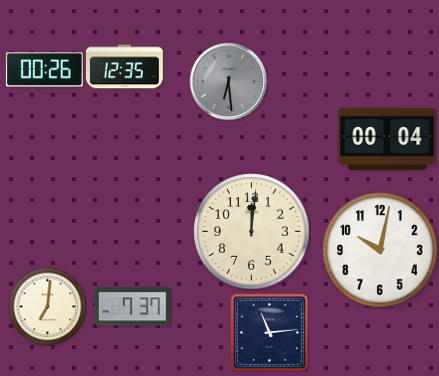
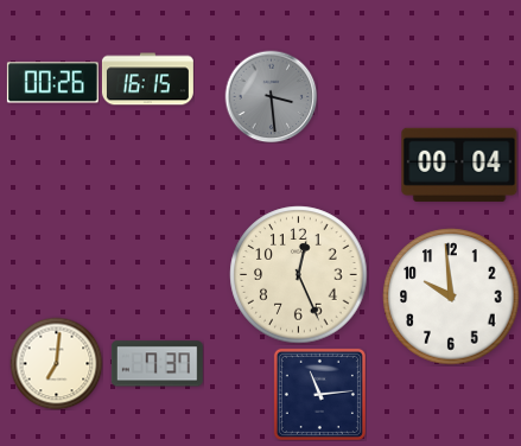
clock at (124, 67): 12:35 -> 16:15
clock at (228, 81): 6:29 -> 3:29
clock at (252, 232): 12:01 -> 12:26
clock at (380, 250): 10:02 -> 9:59
